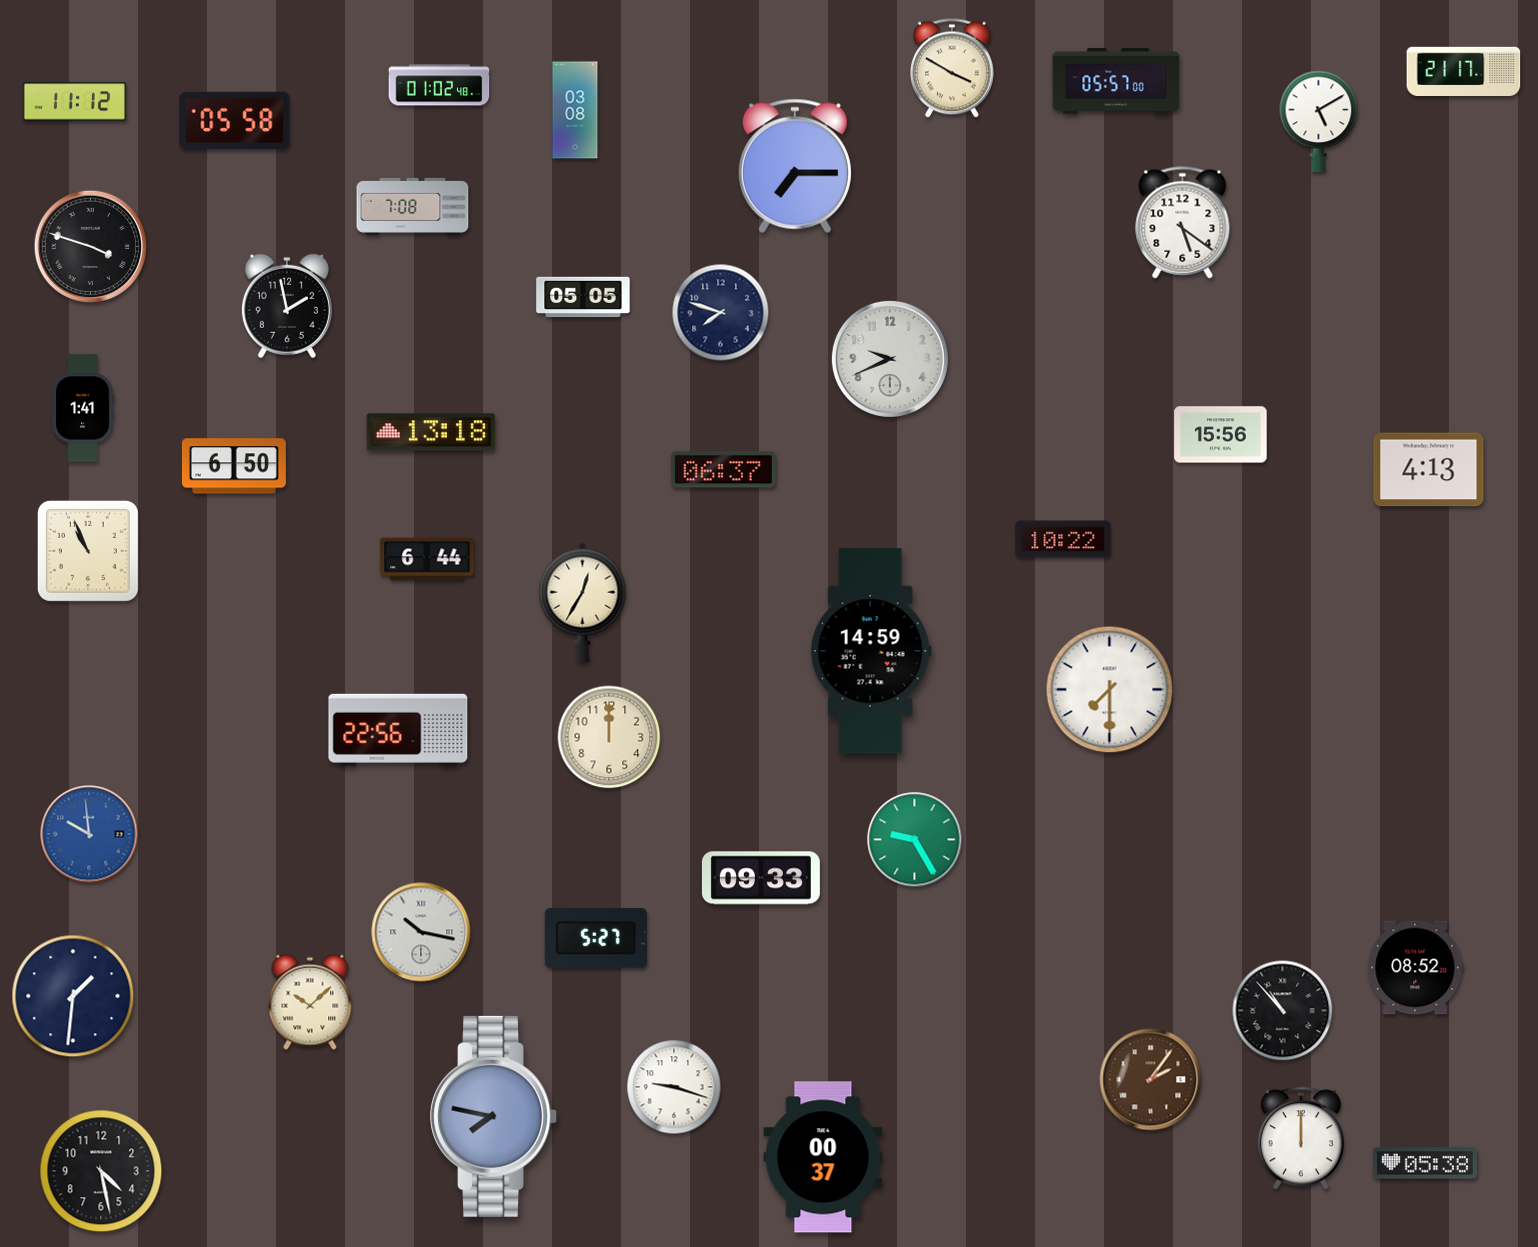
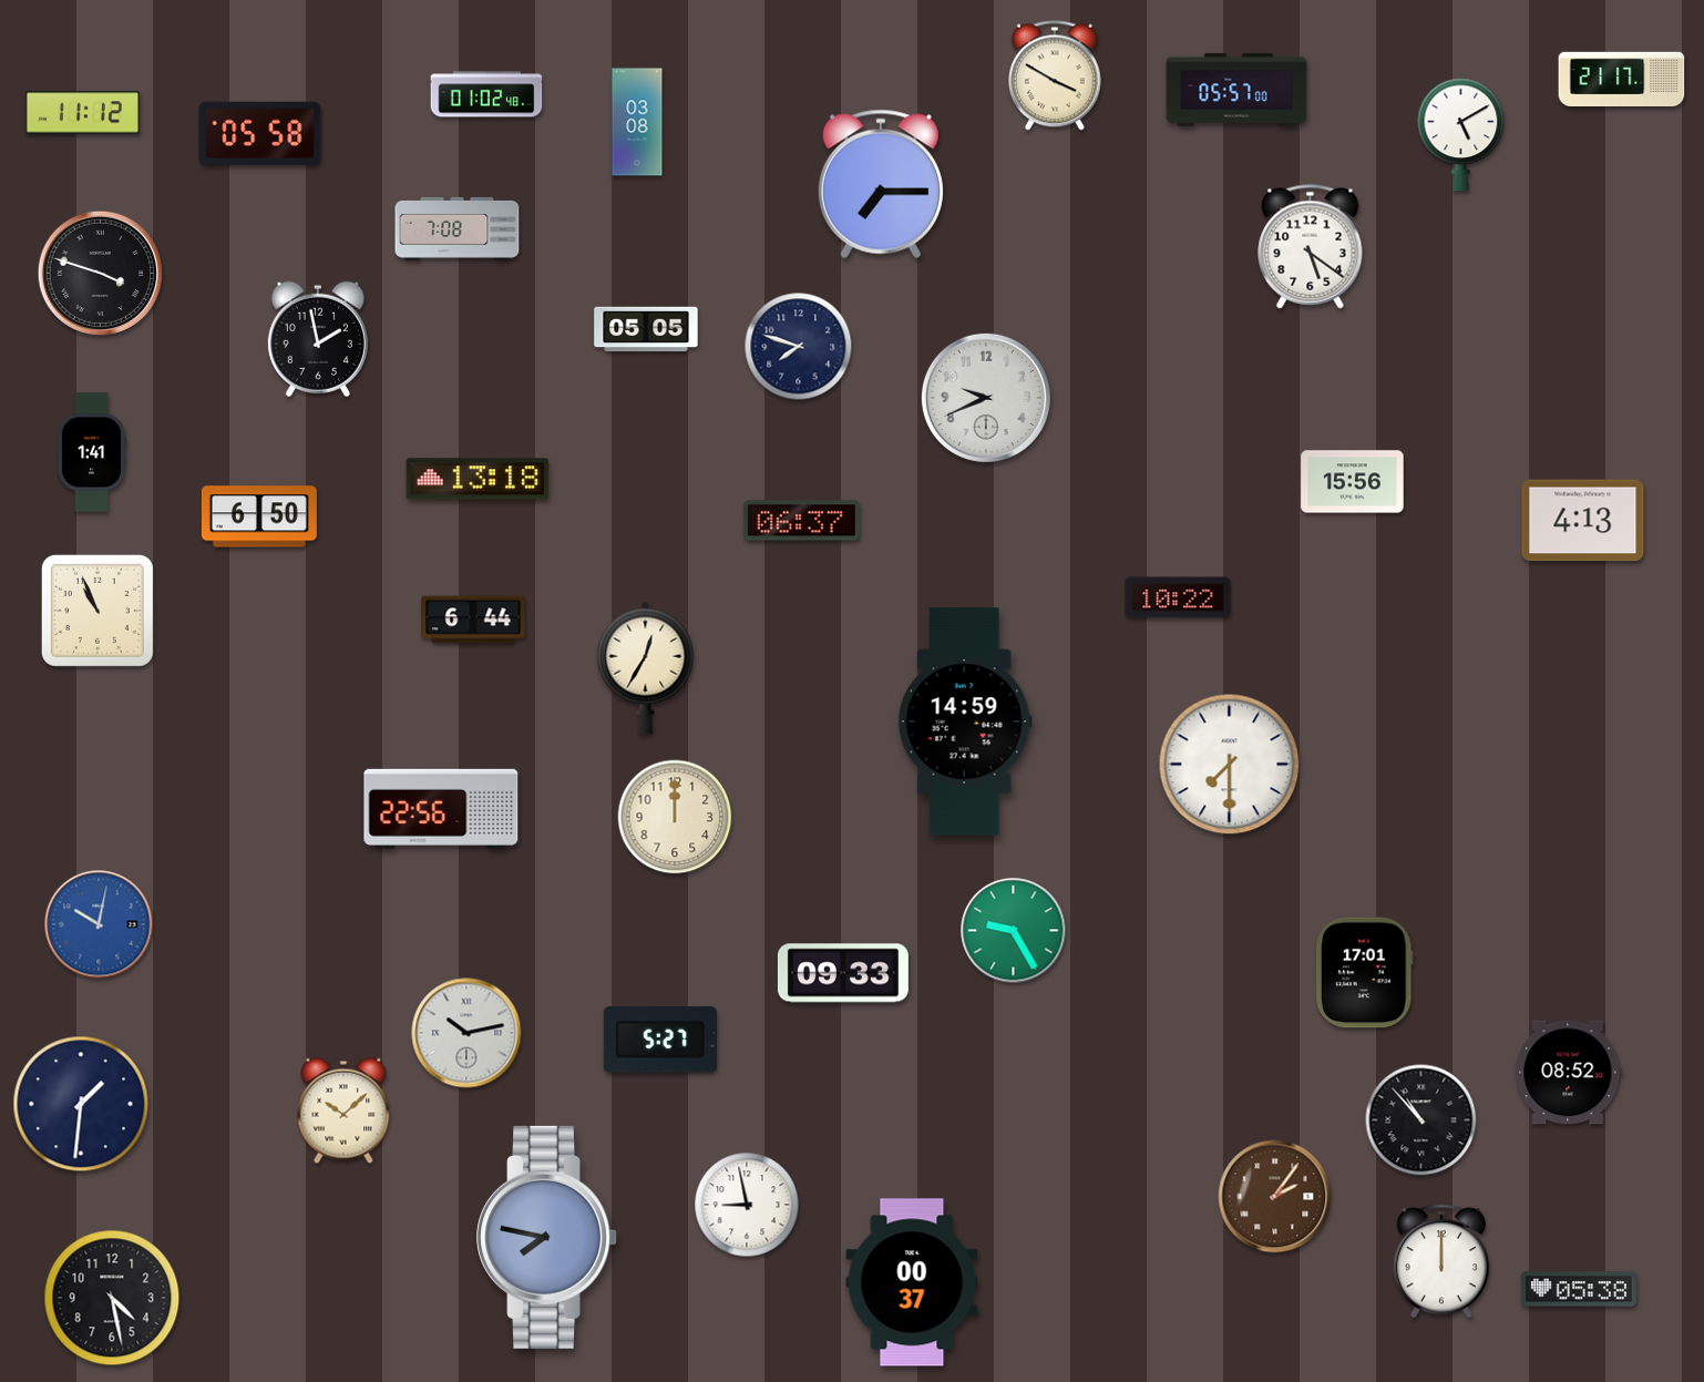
clock at (89, 834): 9:59 -> 10:02
clock at (1365, 973): none -> 17:01
clock at (421, 932): 10:17 -> 10:13
clock at (674, 1087): 9:18 -> 8:58
